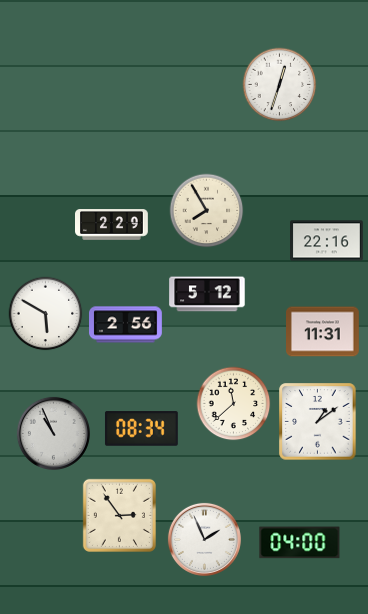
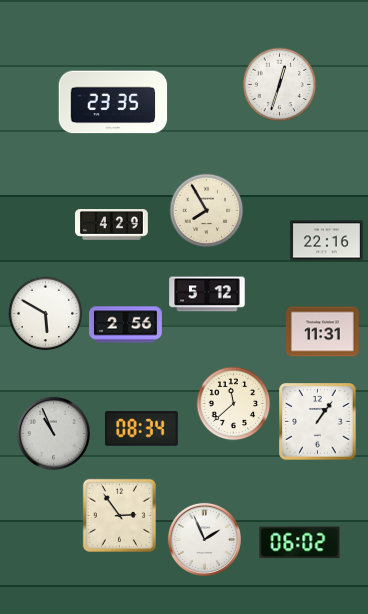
clock at (113, 102): none -> 23:35
clock at (112, 225): 2:29 -> 4:29
clock at (318, 422): 1:09 -> 1:06
clock at (300, 543): 04:00 -> 06:02
